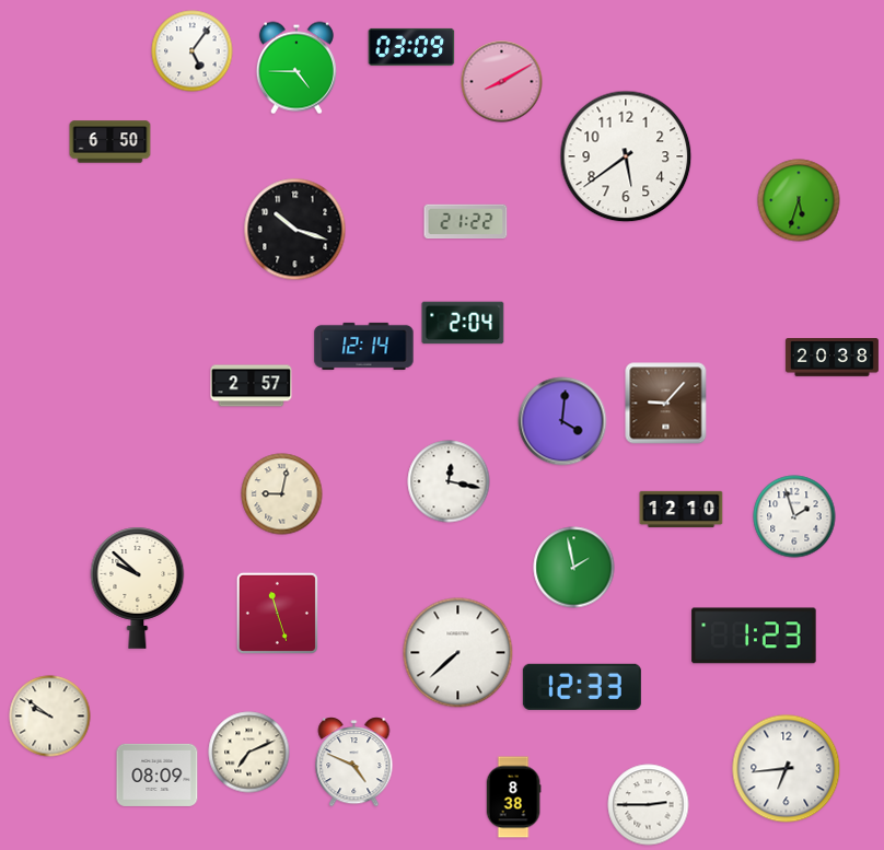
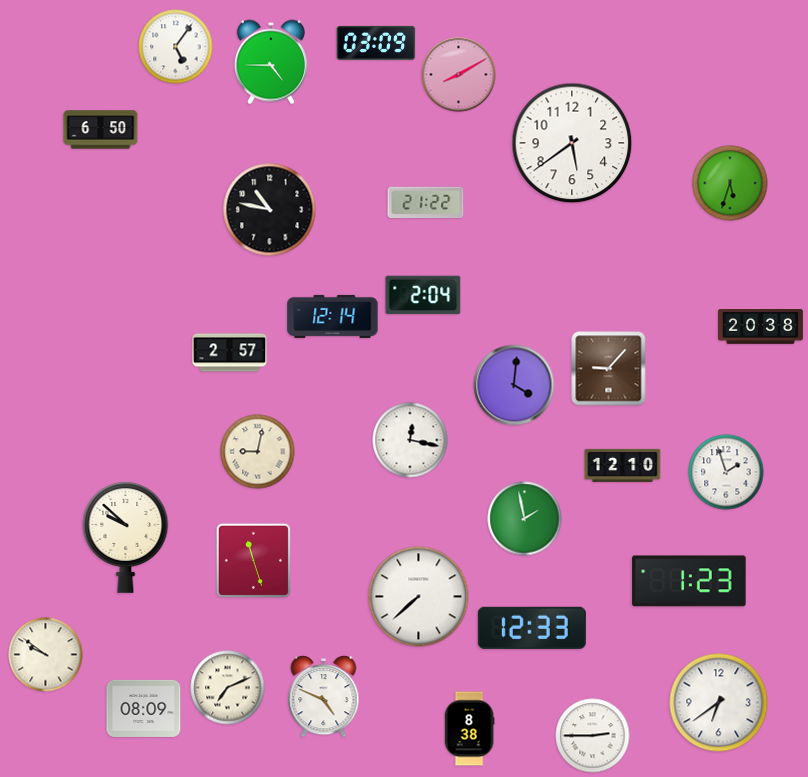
clock at (295, 230): 10:18 -> 10:47
clock at (787, 769): 6:44 -> 6:39
